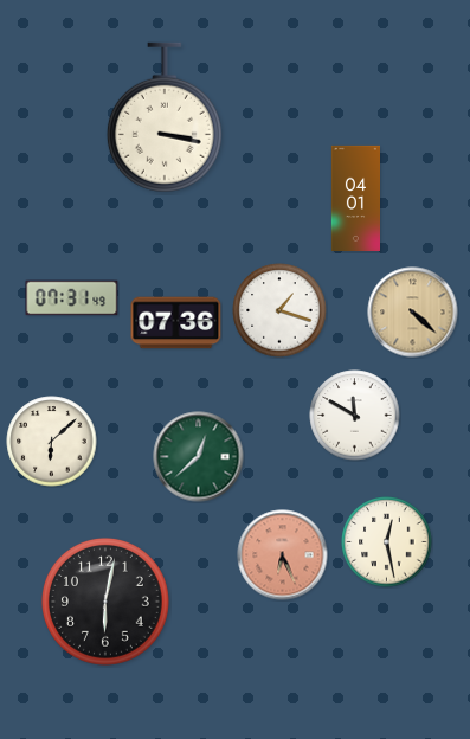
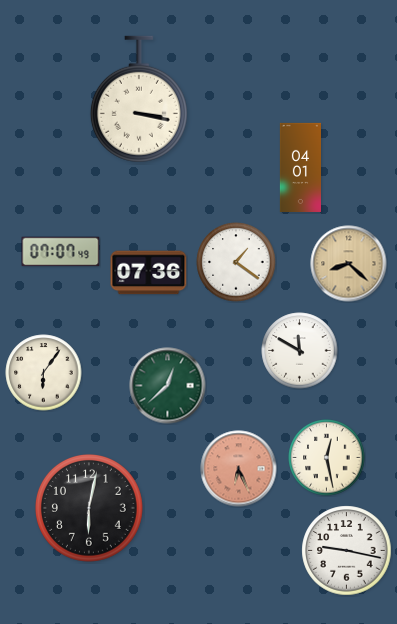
clock at (72, 298): 07:31 -> 07:07
clock at (279, 310): 1:18 -> 1:21
clock at (413, 313): 4:22 -> 8:22
clock at (52, 442): 6:08 -> 6:06
clock at (347, 551): none -> 9:17
